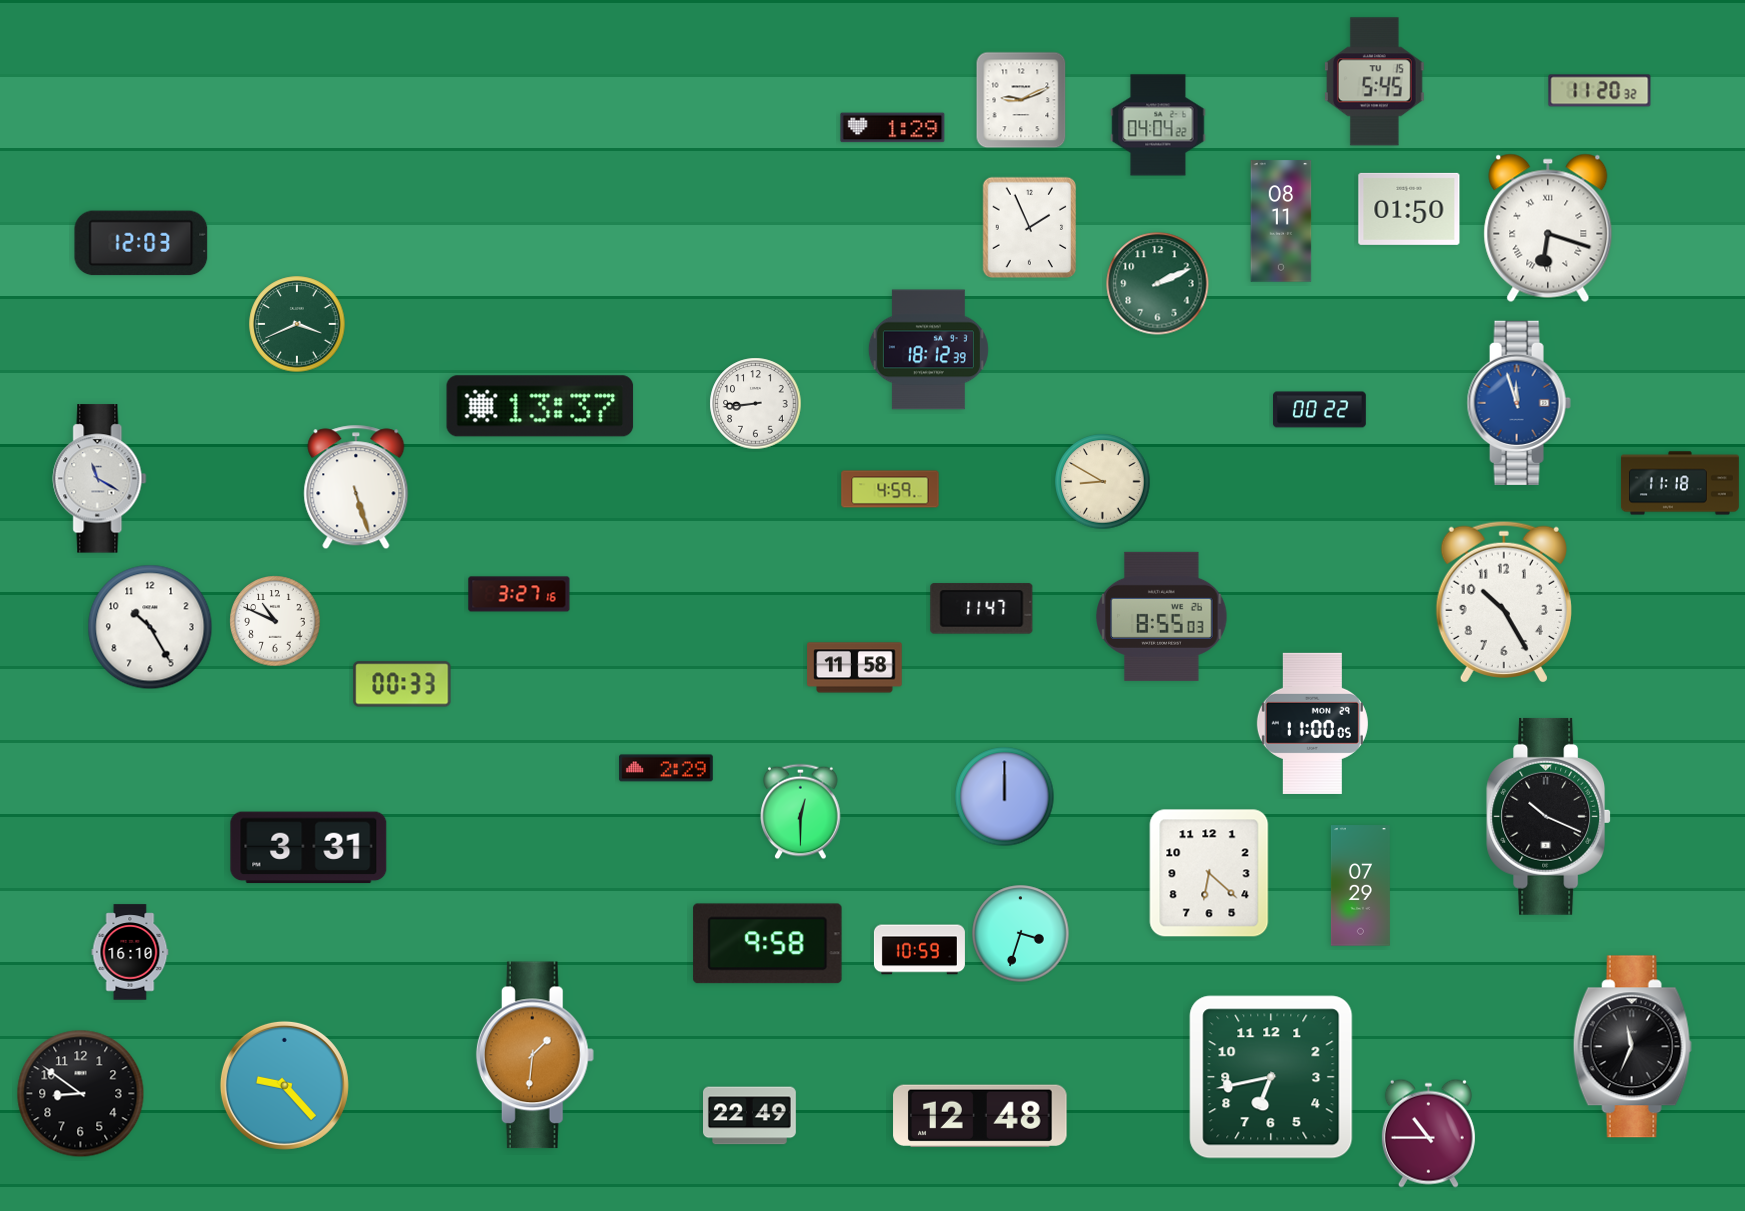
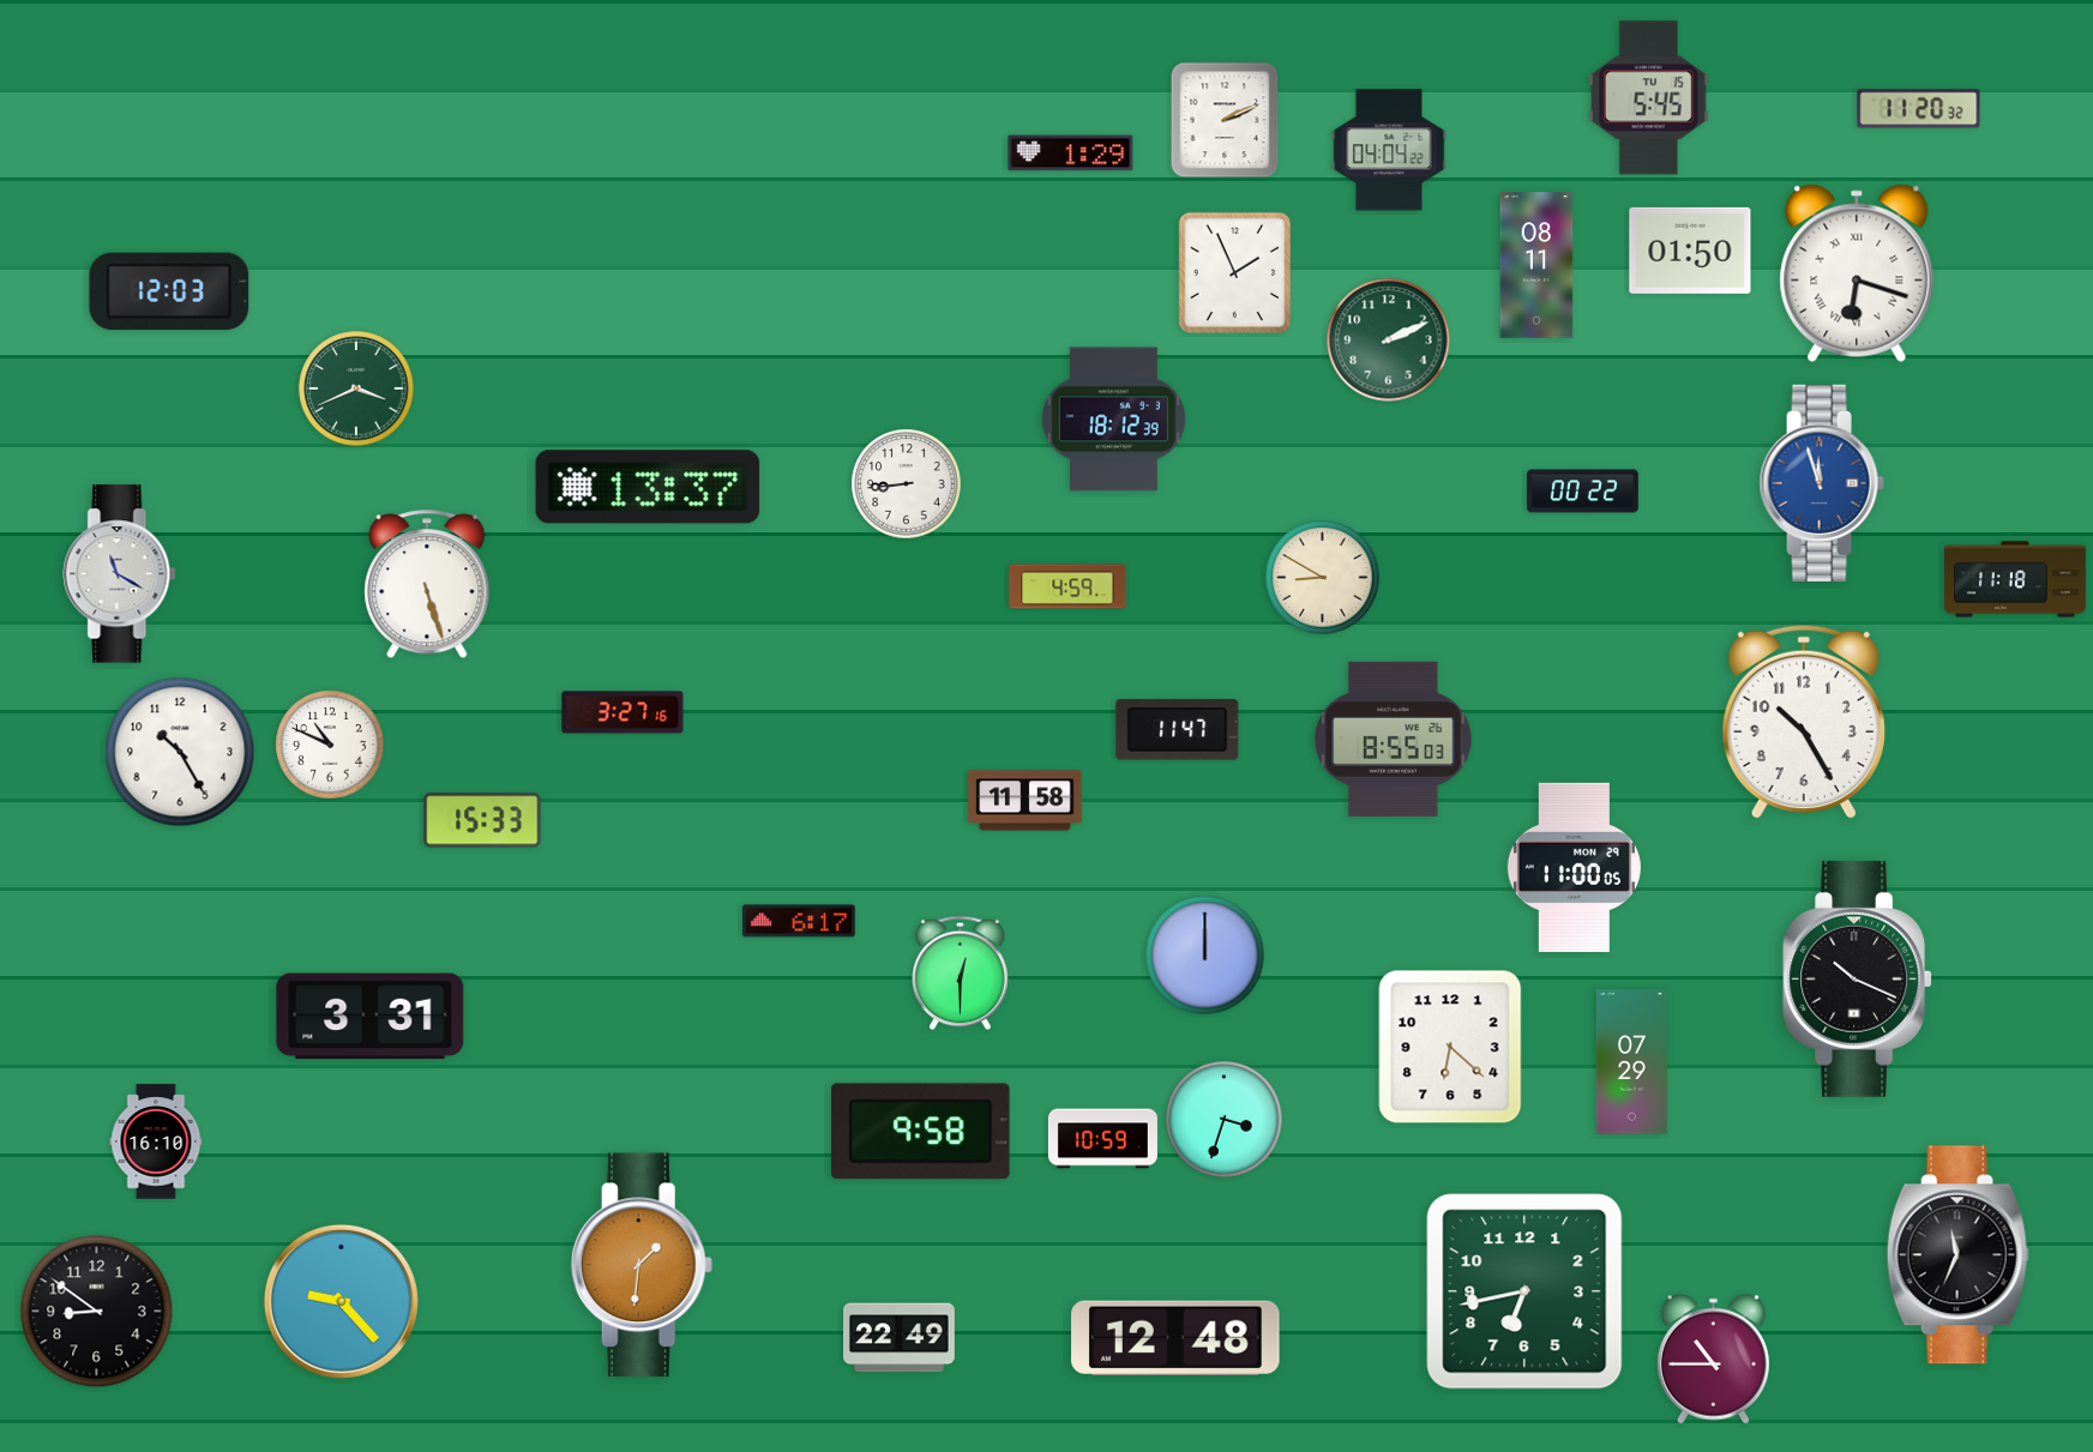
clock at (1021, 100): 9:11 -> 2:11
clock at (402, 684): 00:33 -> 15:33
clock at (666, 768): 2:29 -> 6:17
